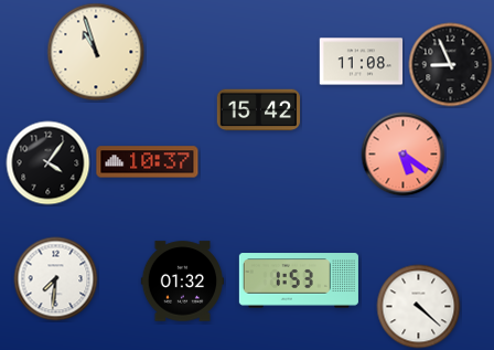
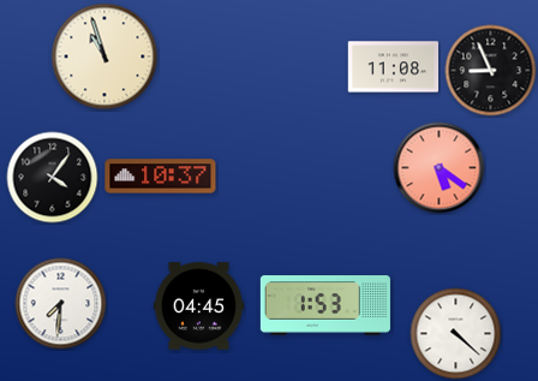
clock at (259, 110): 15:42 -> none
clock at (183, 282): 01:32 -> 04:45
